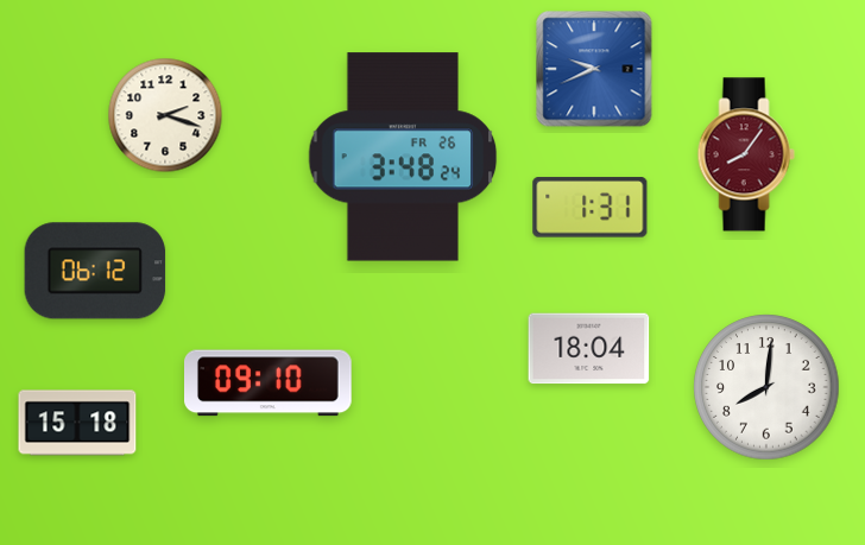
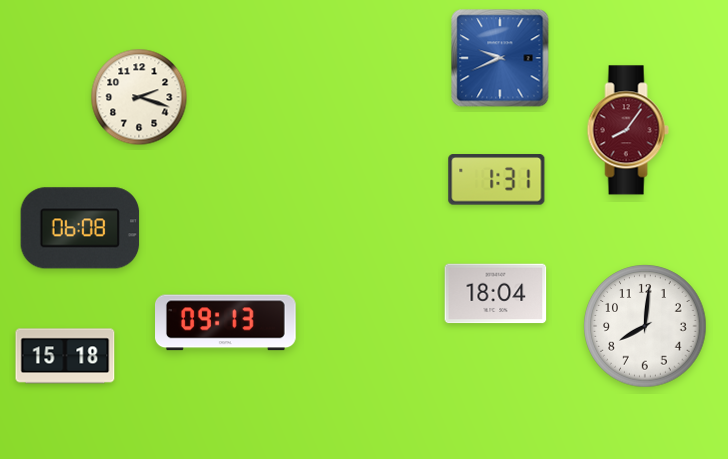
clock at (403, 157): 3:48 -> none
clock at (591, 208) position: (591, 208) -> (497, 180)
clock at (95, 271): 06:12 -> 06:08
clock at (269, 384): 09:10 -> 09:13
